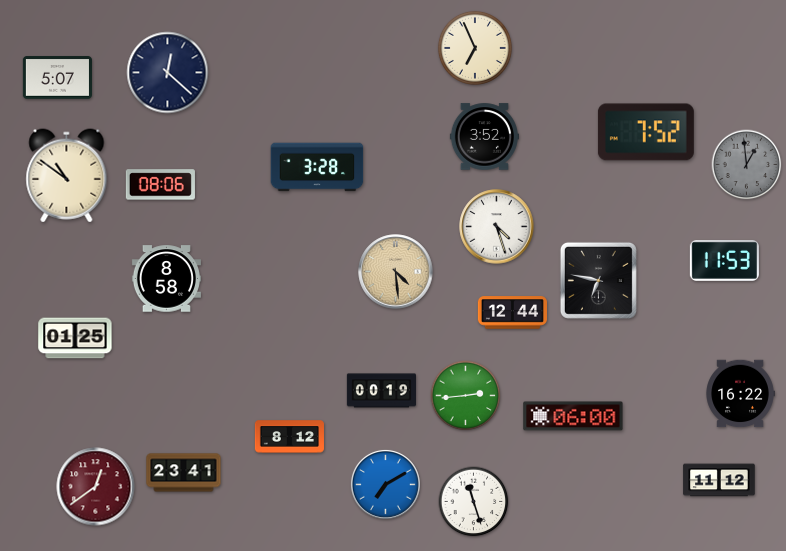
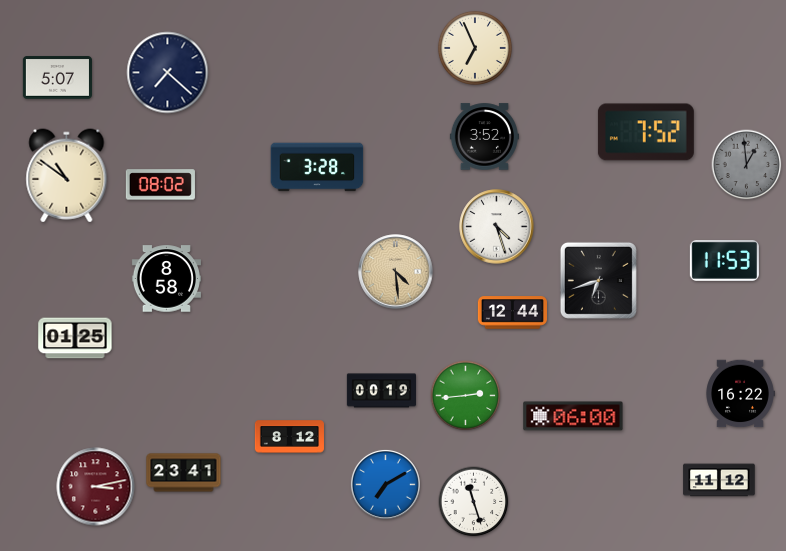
clock at (168, 73): 12:22 -> 7:22
clock at (160, 185): 08:06 -> 08:02
clock at (598, 280): 6:47 -> 6:42
clock at (96, 487): 12:39 -> 3:13
